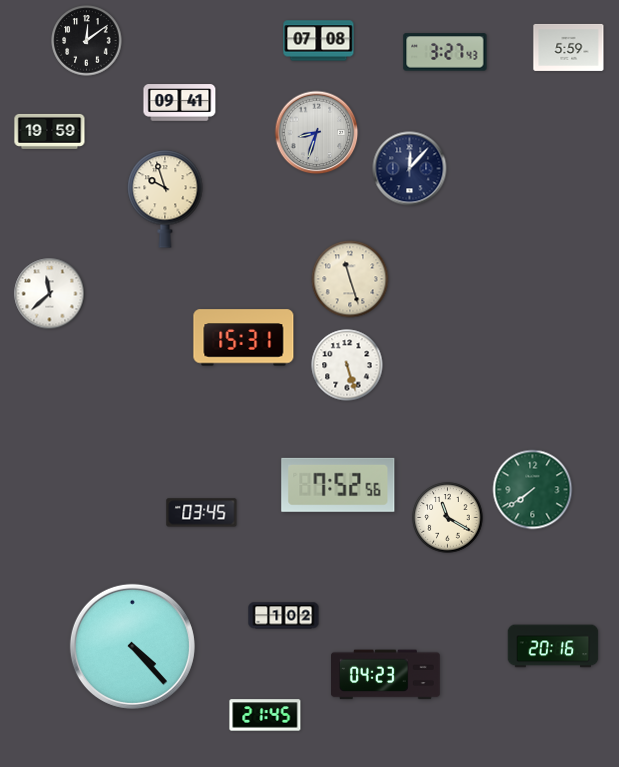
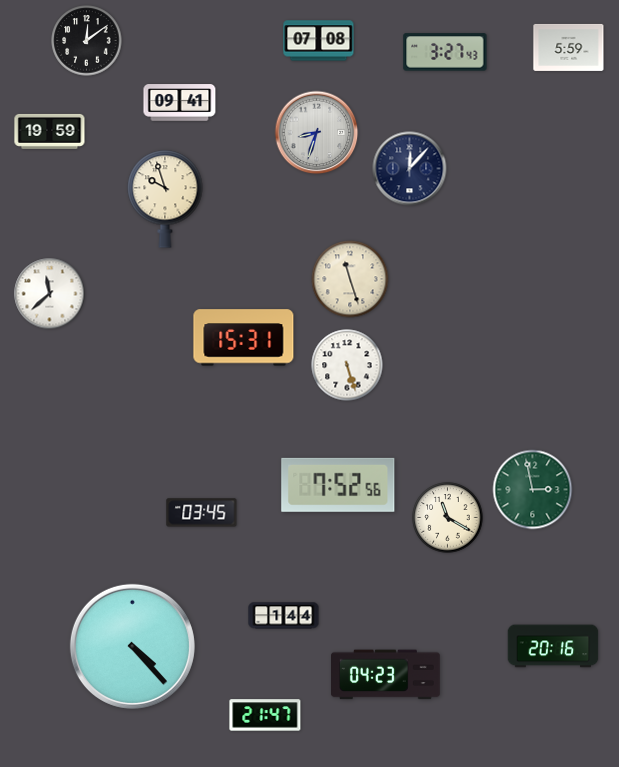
clock at (533, 490): 7:39 -> 2:58
clock at (284, 616): 1:02 -> 1:44
clock at (265, 715): 21:45 -> 21:47
